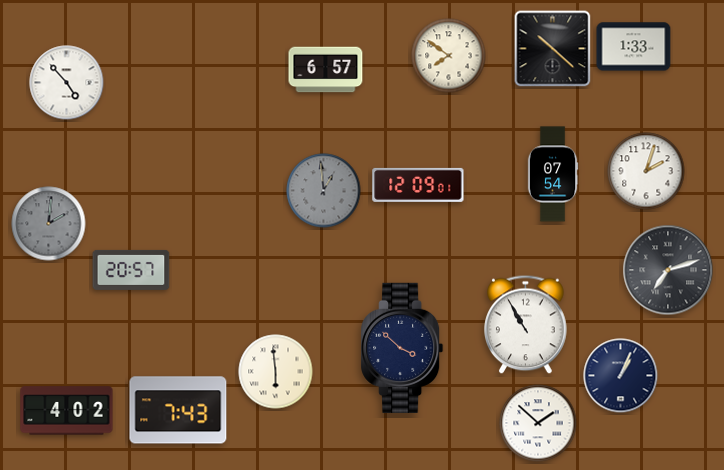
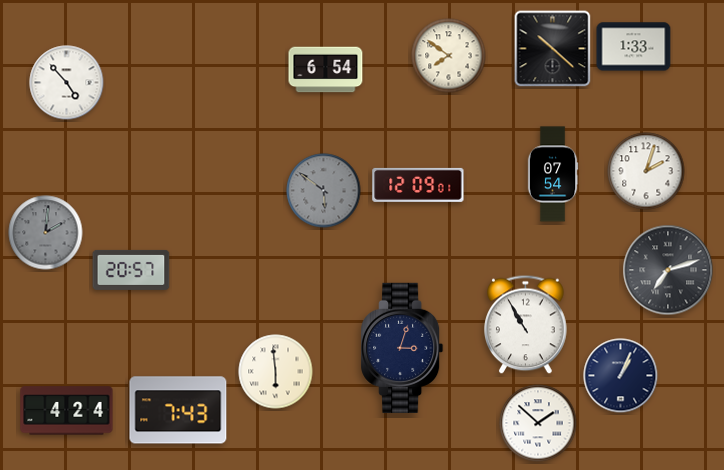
clock at (326, 70): 6:57 -> 6:54
clock at (324, 191): 12:59 -> 5:51
clock at (49, 224) position: (49, 224) -> (46, 233)
clock at (402, 348): 3:52 -> 3:03
clock at (67, 411): 4:02 -> 4:24
